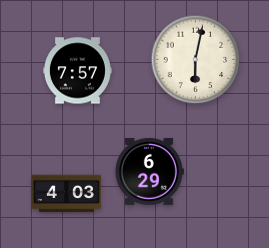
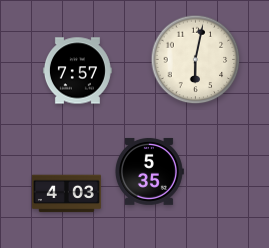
clock at (149, 171): 6:29 -> 5:35
